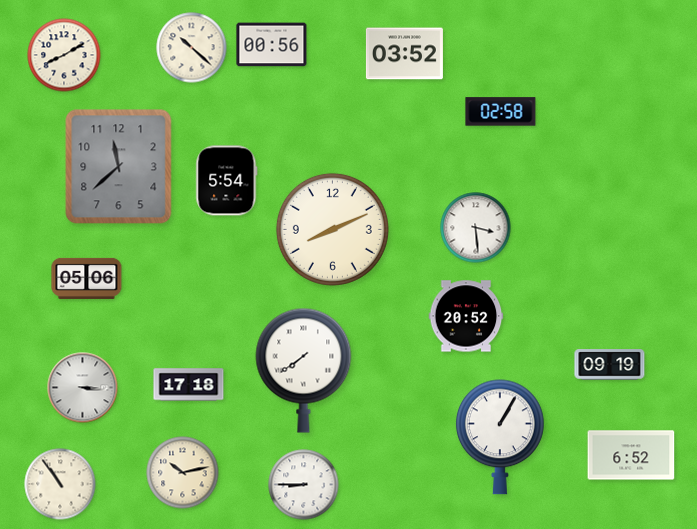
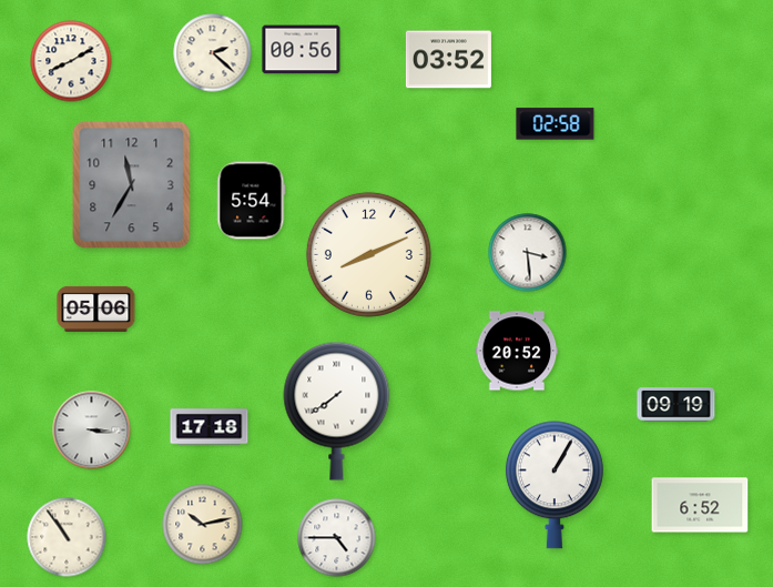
clock at (192, 48): 10:22 -> 2:22
clock at (119, 167): 11:38 -> 11:35
clock at (304, 485): 8:45 -> 4:45
